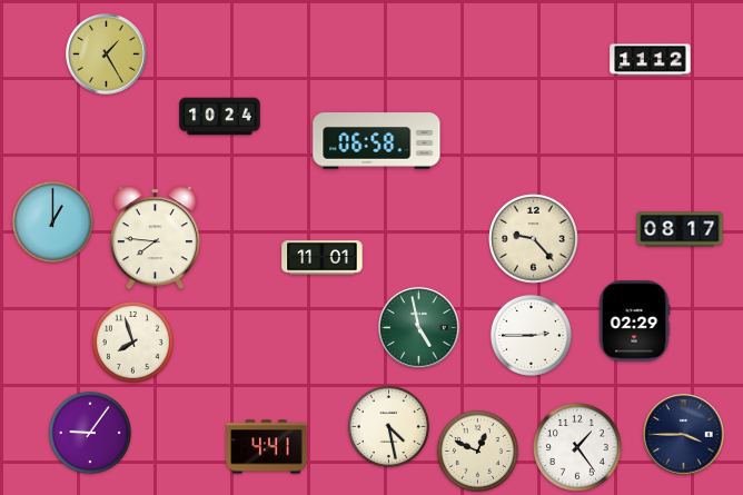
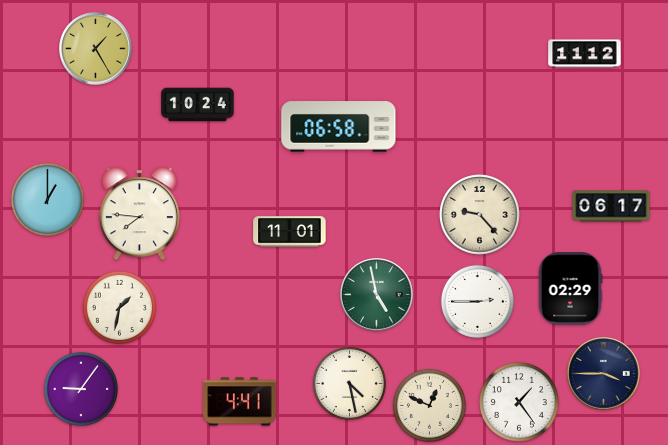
clock at (680, 229): 08:17 -> 06:17
clock at (132, 341): 7:57 -> 1:32
clock at (684, 435) position: (684, 435) -> (604, 374)
